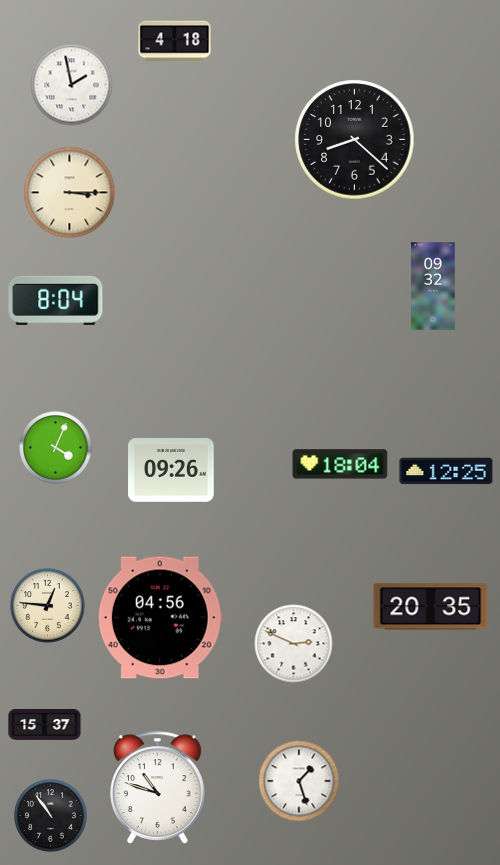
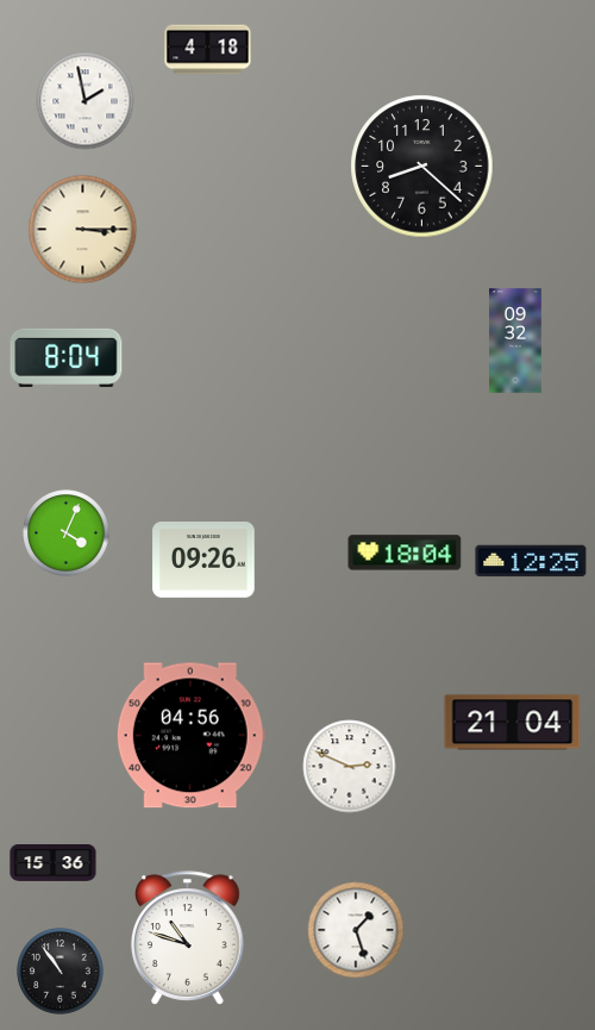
clock at (48, 606): 12:46 -> none
clock at (431, 607): 20:35 -> 21:04
clock at (45, 725): 15:37 -> 15:36
